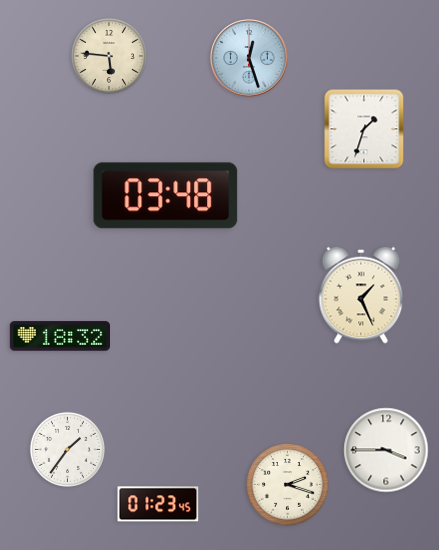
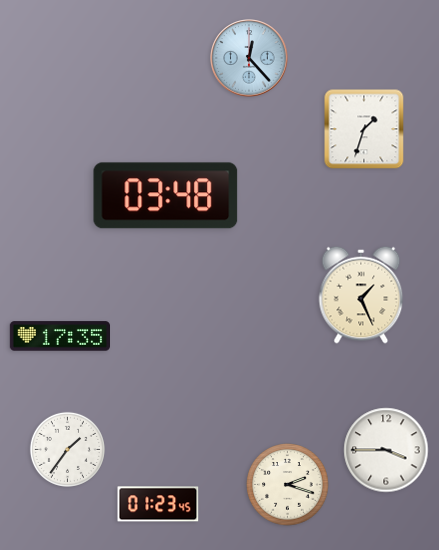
clock at (109, 56): 5:46 -> none
clock at (249, 58): 12:27 -> 12:23
clock at (59, 336): 18:32 -> 17:35
